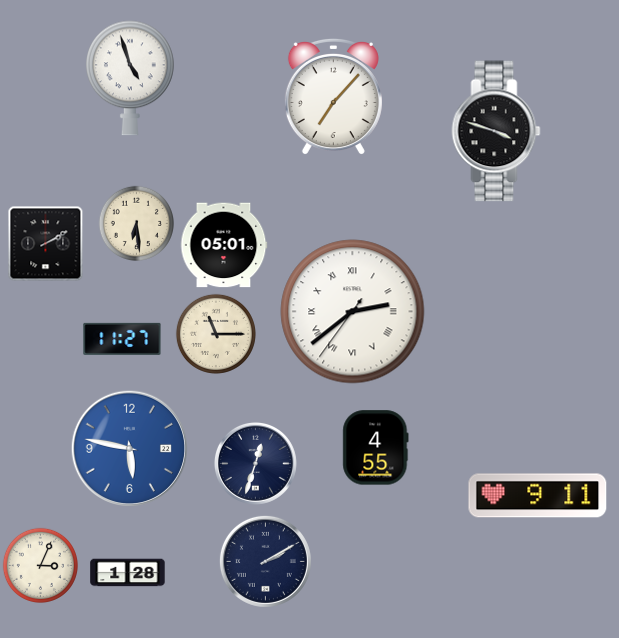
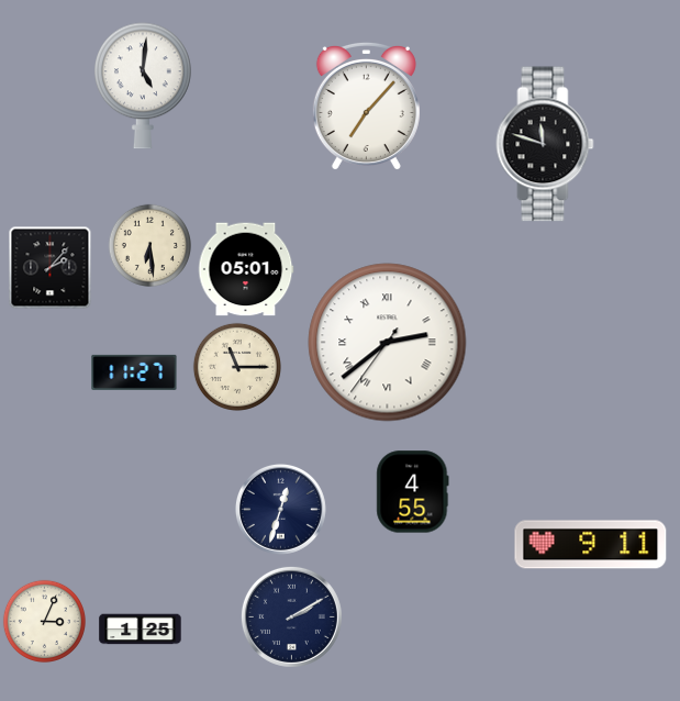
clock at (131, 78): 4:57 -> 5:01
clock at (496, 131): 3:48 -> 11:48
clock at (46, 244): 2:10 -> 2:07
clock at (129, 448): 5:47 -> none
clock at (128, 573): 1:28 -> 1:25
